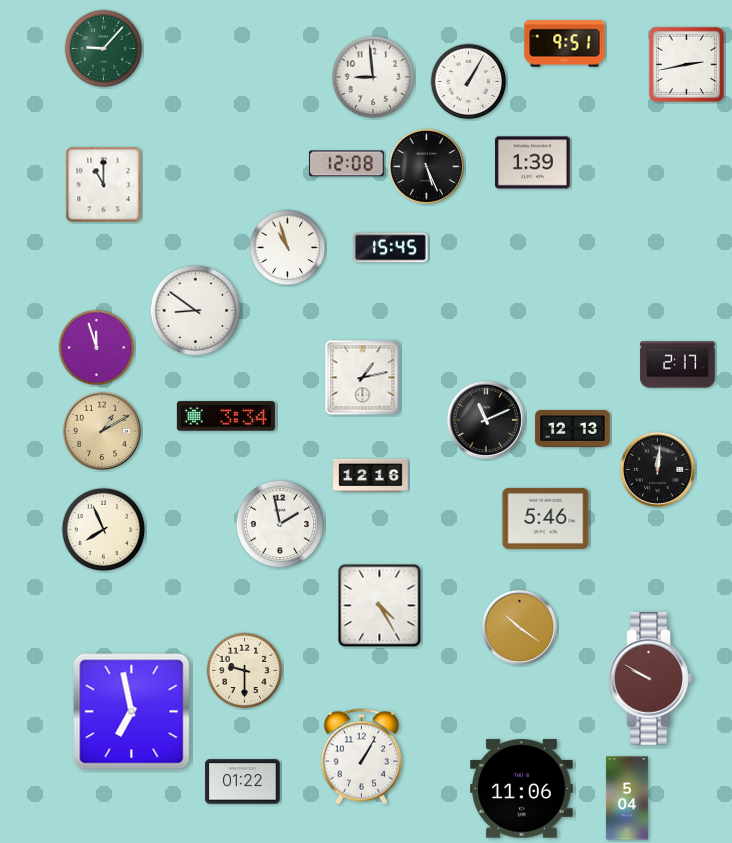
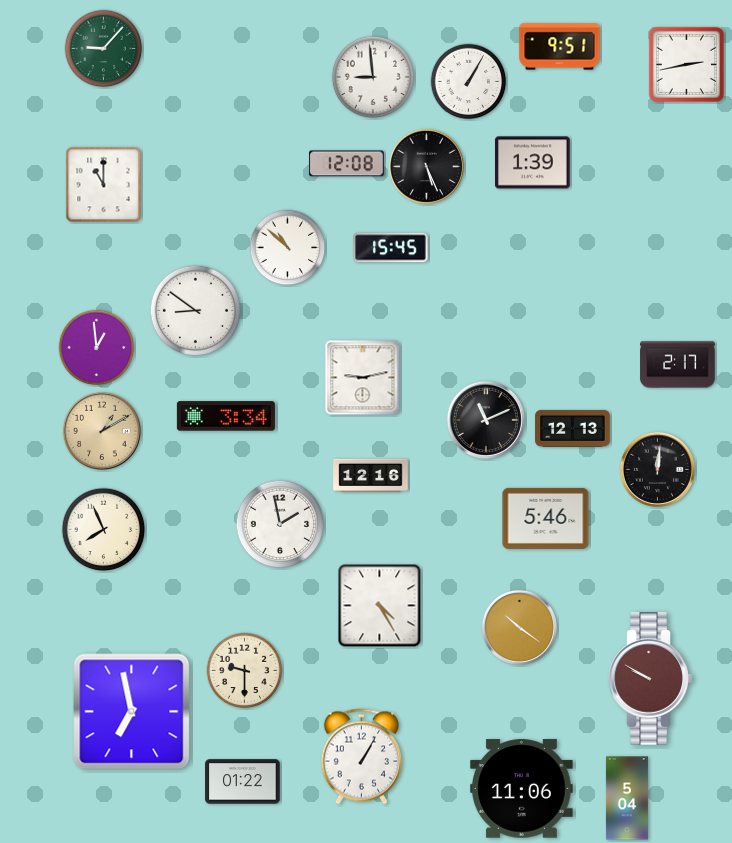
clock at (565, 44) position: (565, 44) -> (560, 47)
clock at (288, 248): 10:57 -> 10:52
clock at (97, 348): 11:57 -> 12:59
clock at (363, 378): 1:13 -> 9:13
